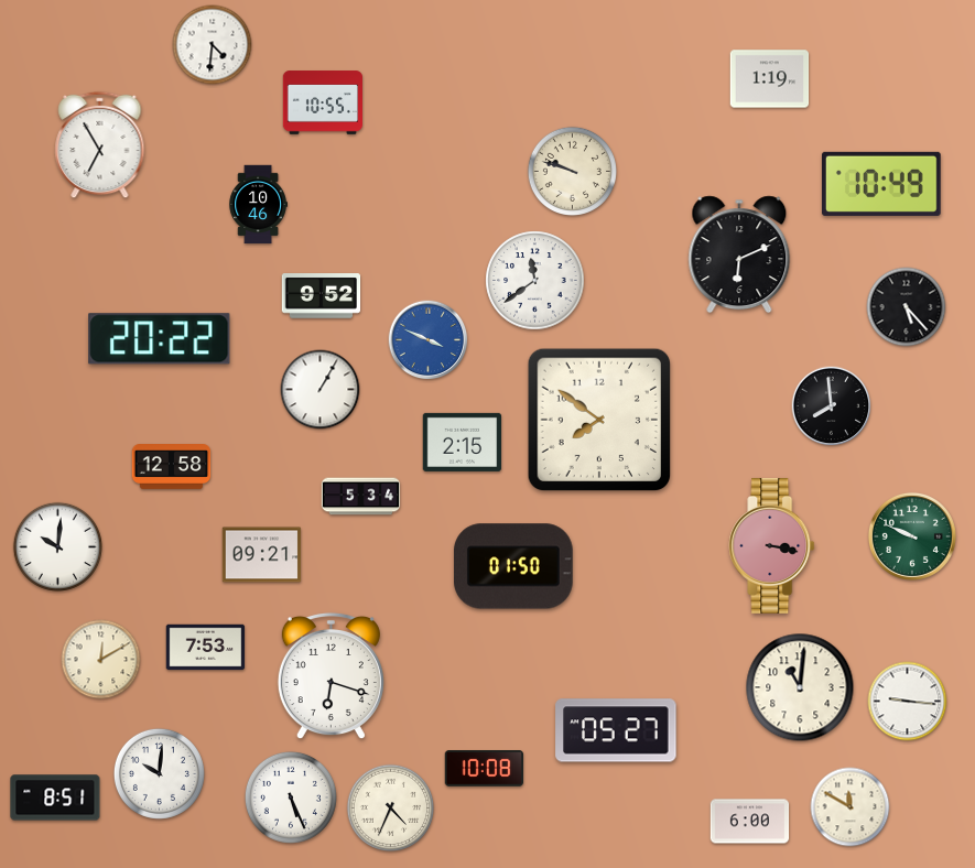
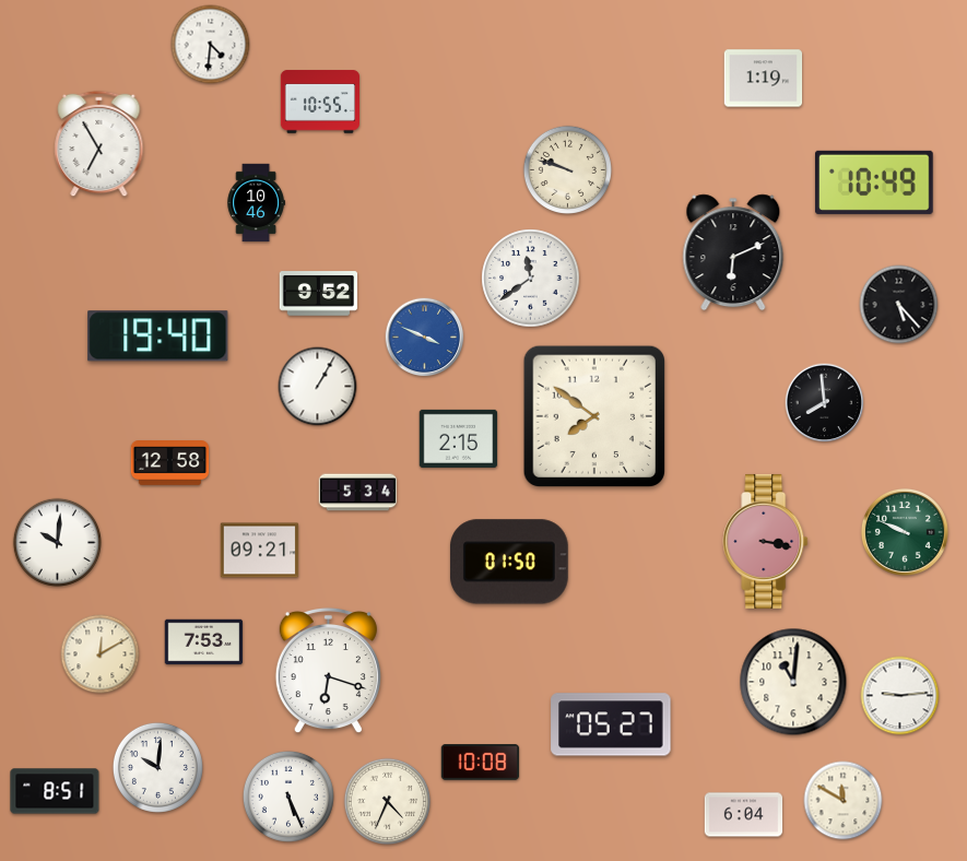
clock at (160, 339): 20:22 -> 19:40
clock at (908, 702): 9:16 -> 9:14
clock at (291, 798) position: (291, 798) -> (288, 797)
clock at (750, 822): 6:00 -> 6:04
